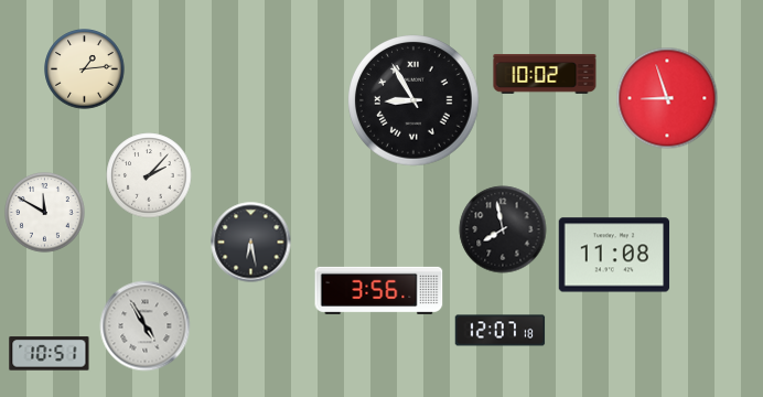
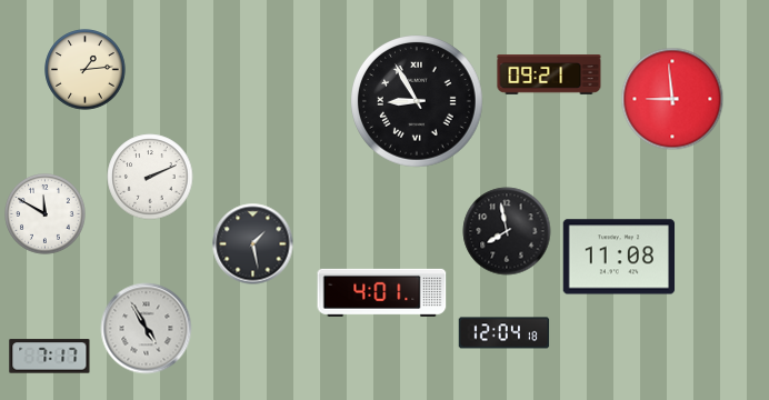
clock at (545, 75): 10:02 -> 09:21
clock at (667, 98): 8:57 -> 8:59
clock at (149, 175): 2:07 -> 2:11
clock at (251, 243): 6:28 -> 1:28
clock at (379, 290): 3:56 -> 4:01
clock at (501, 331): 12:07 -> 12:04
clock at (50, 354): 10:51 -> 7:17
